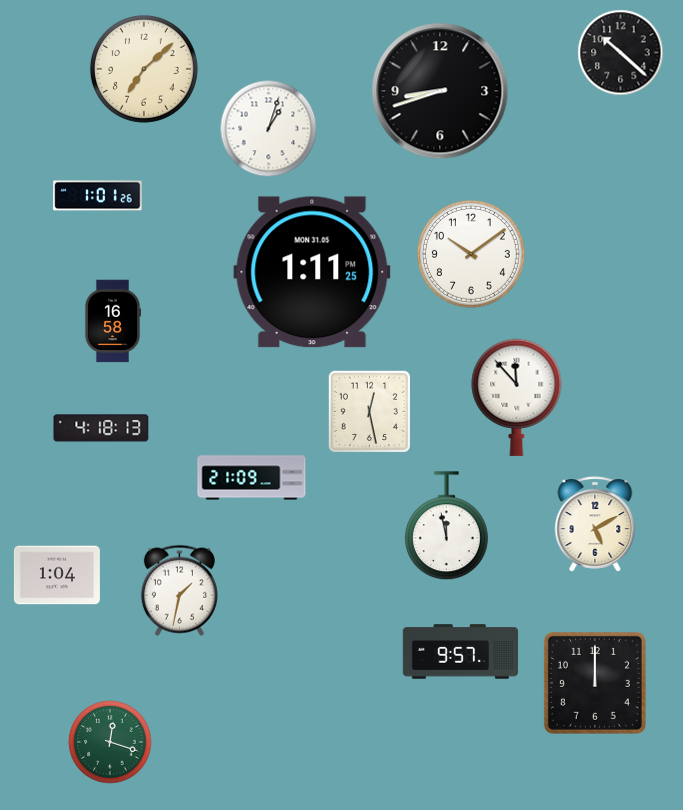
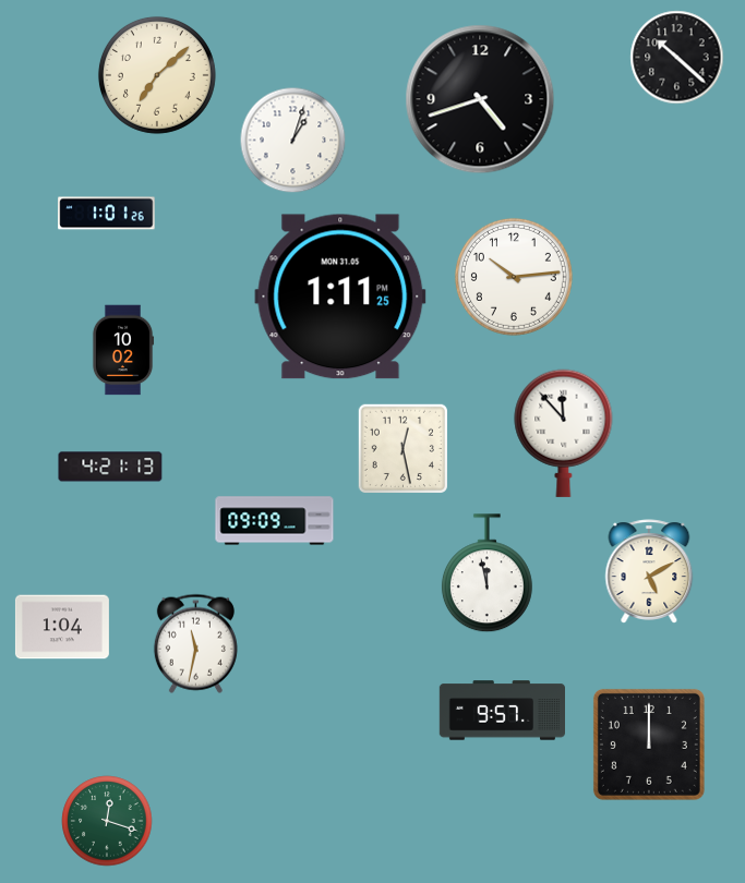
clock at (440, 91): 8:42 -> 4:42
clock at (471, 254): 10:09 -> 10:14
clock at (113, 321): 16:58 -> 10:02
clock at (101, 428): 4:18 -> 4:21
clock at (252, 478): 21:09 -> 09:09
clock at (179, 590): 1:32 -> 11:32
clock at (110, 742) position: (110, 742) -> (107, 821)
